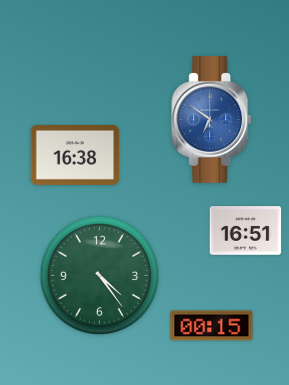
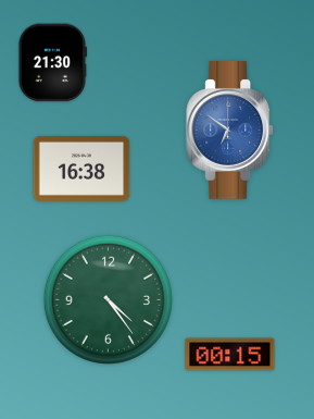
clock at (52, 63): none -> 21:30
clock at (246, 231): 16:51 -> none
